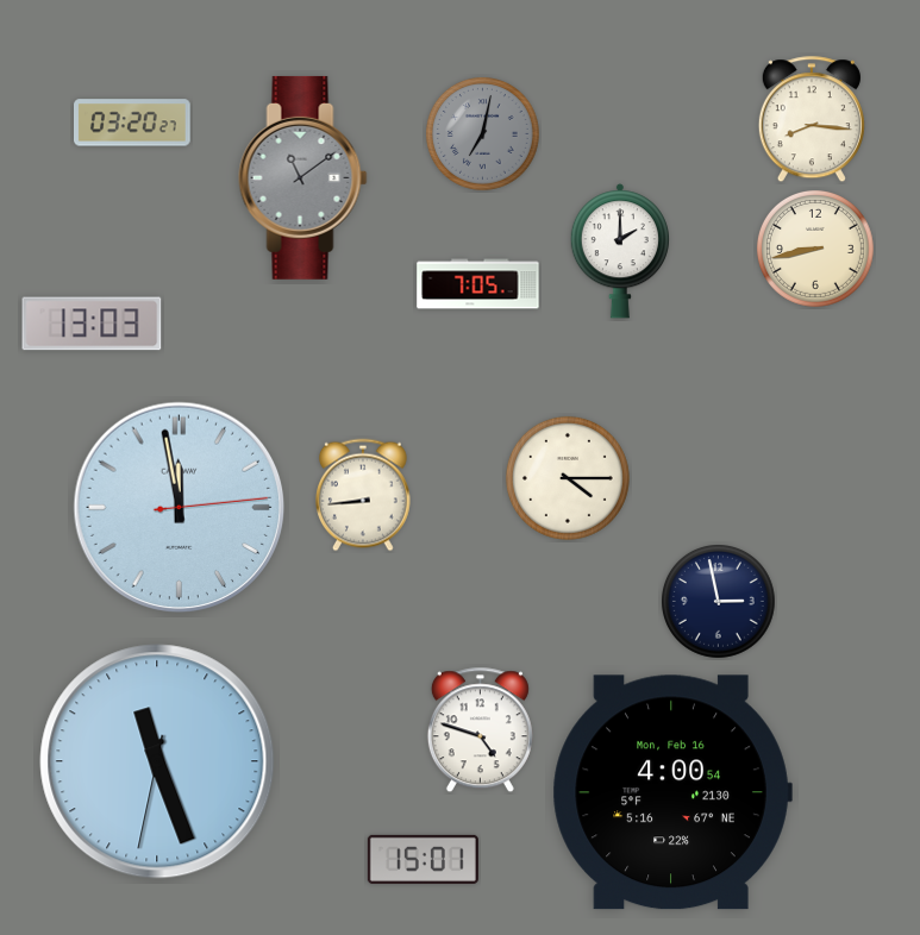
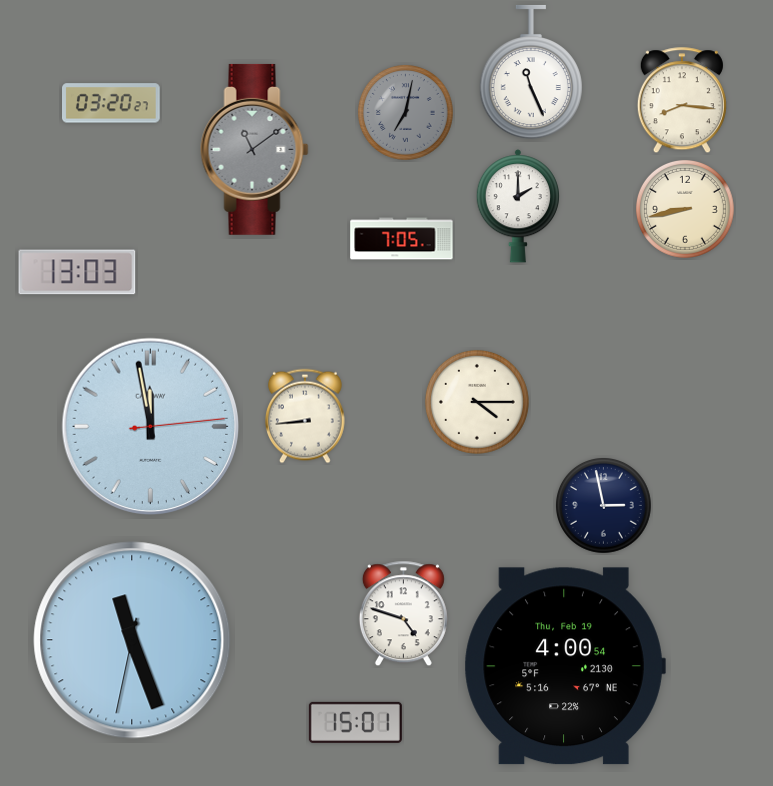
clock at (531, 72): none -> 11:26
clock at (619, 251) position: (619, 251) -> (517, 206)
clock at (672, 792) date: Mon, Feb 16 -> Thu, Feb 19
